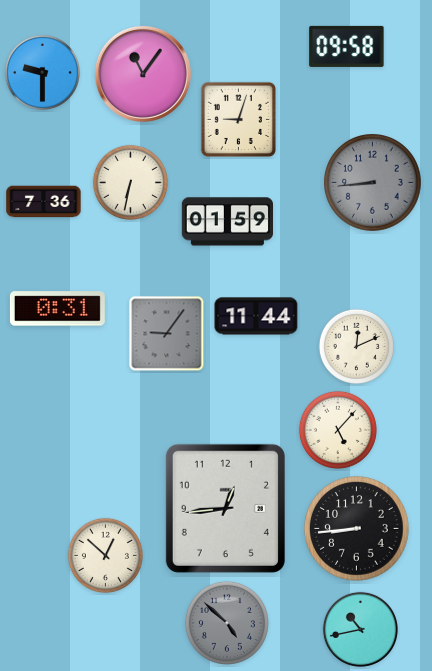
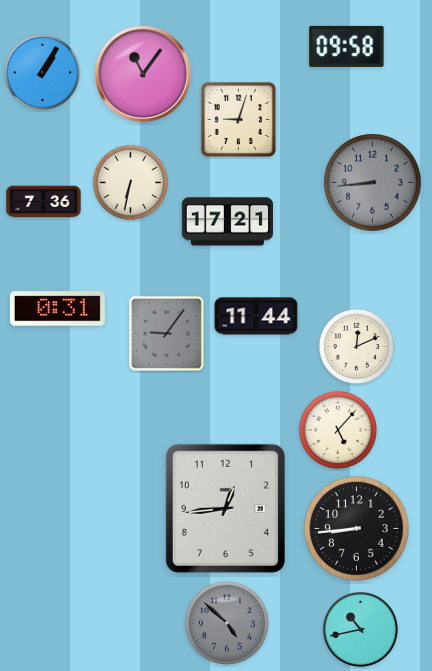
clock at (42, 72): 9:30 -> 1:05
clock at (227, 222): 01:59 -> 17:21
clock at (105, 555): 12:52 -> none
